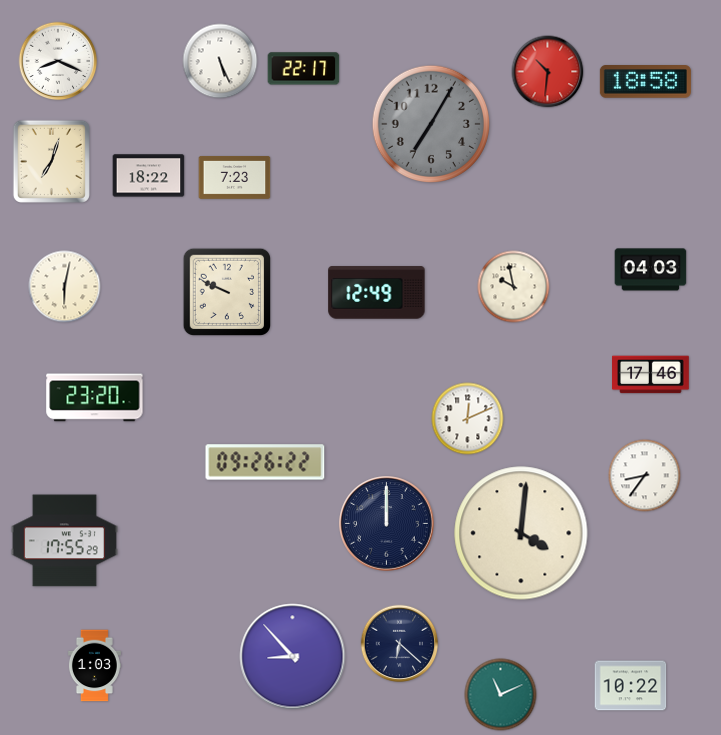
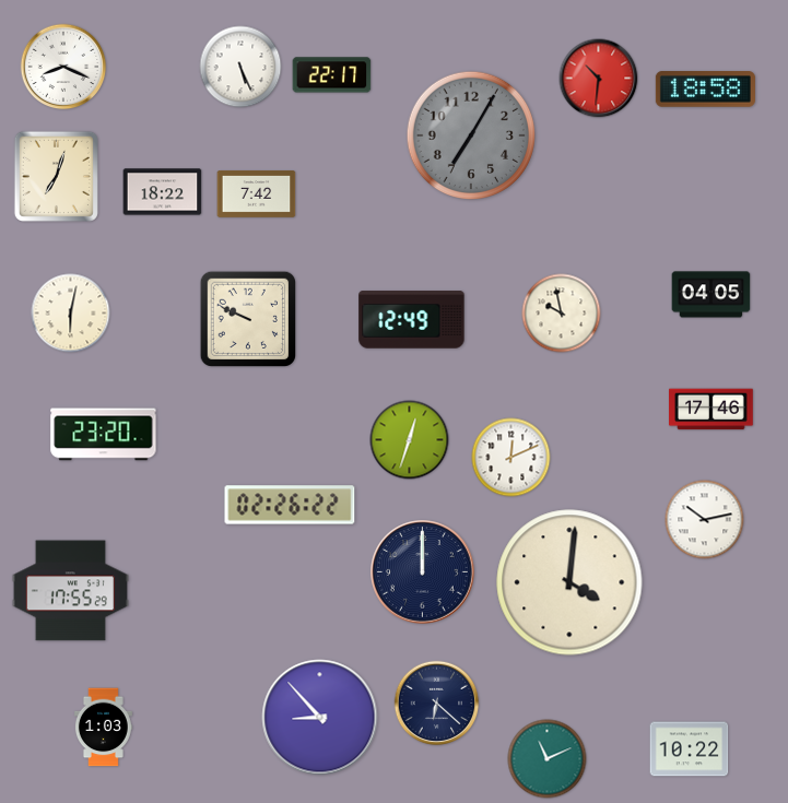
clock at (235, 178): 7:23 -> 7:42
clock at (651, 270): 04:03 -> 04:05
clock at (410, 440): none -> 12:33
clock at (265, 462): 09:26 -> 02:26
clock at (645, 476): 8:36 -> 10:13
